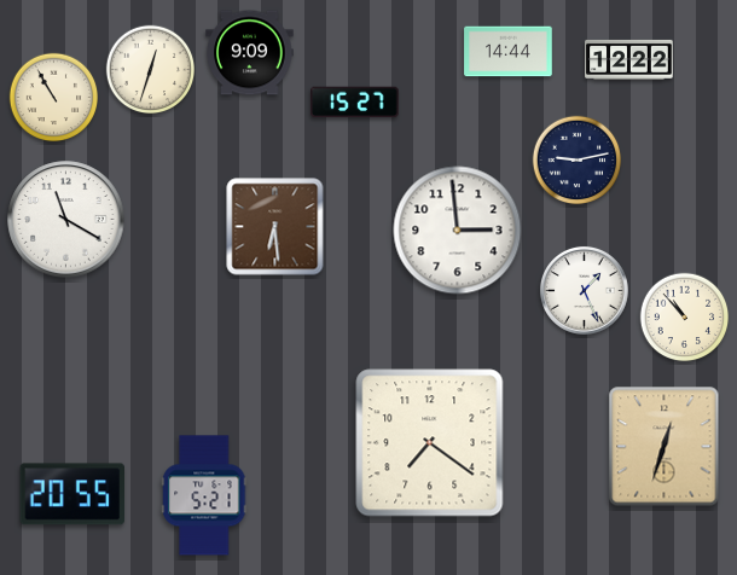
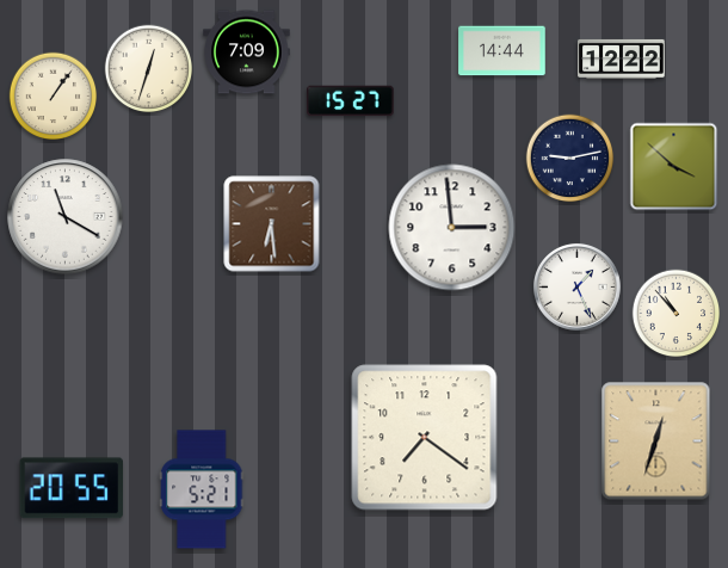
clock at (250, 53): 9:09 -> 7:09
clock at (54, 98): 10:55 -> 1:06
clock at (674, 167): none -> 3:52
